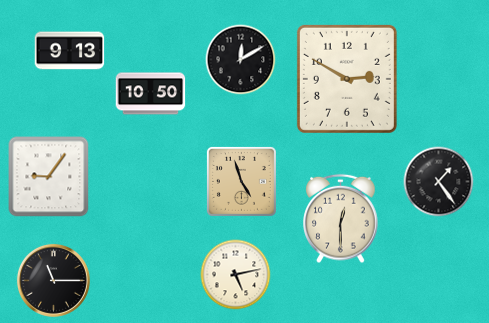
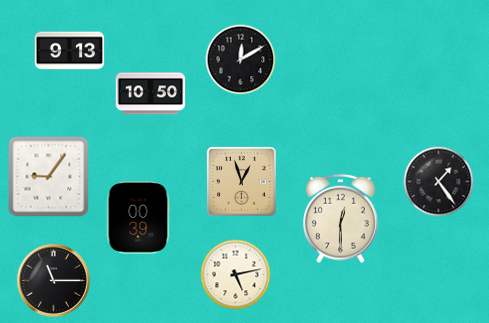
clock at (347, 79): 2:50 -> none
clock at (241, 181): 4:57 -> 12:57
clock at (138, 218): none -> 00:39
